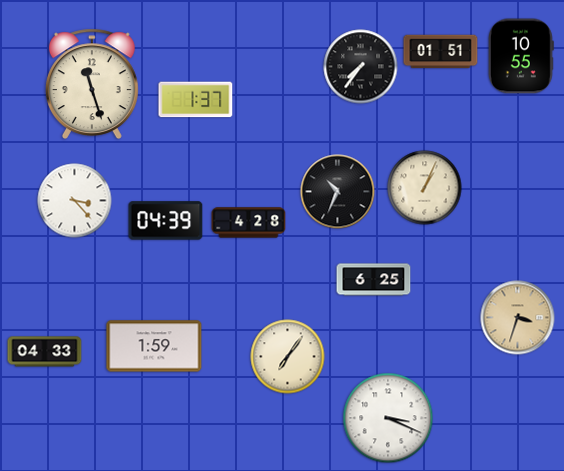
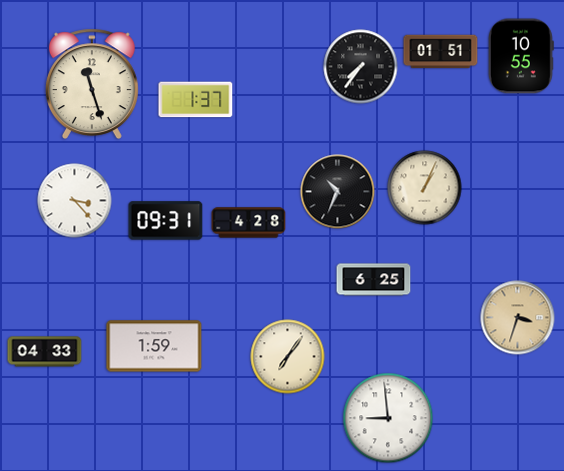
clock at (166, 221): 04:39 -> 09:31
clock at (388, 418): 3:19 -> 8:59
